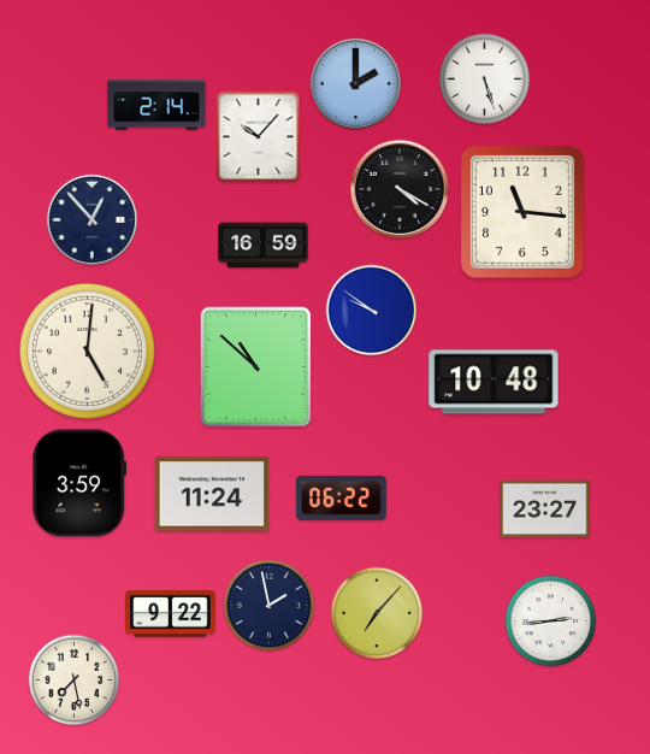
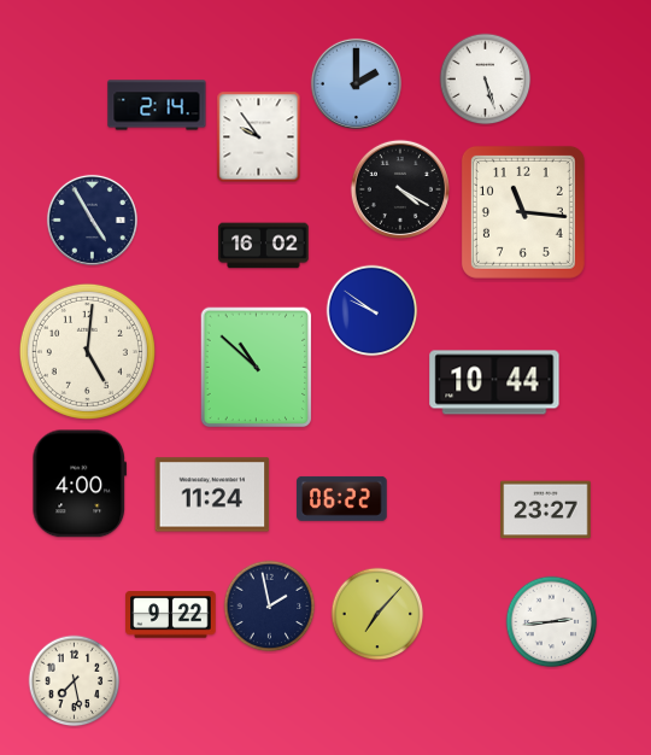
clock at (259, 137): 10:07 -> 9:54
clock at (91, 219): 12:53 -> 4:55
clock at (264, 246): 16:59 -> 16:02
clock at (494, 382): 10:48 -> 10:44
clock at (79, 483): 3:59 -> 4:00
